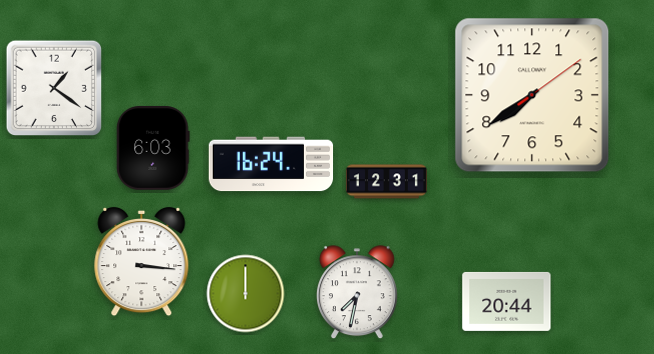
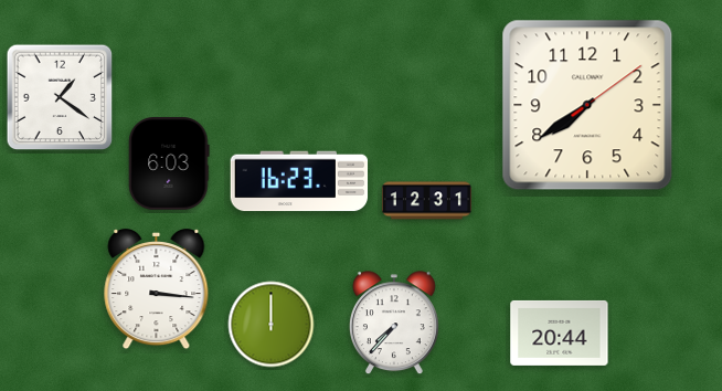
clock at (271, 164): 16:24 -> 16:23
clock at (357, 293): 7:32 -> 7:37
